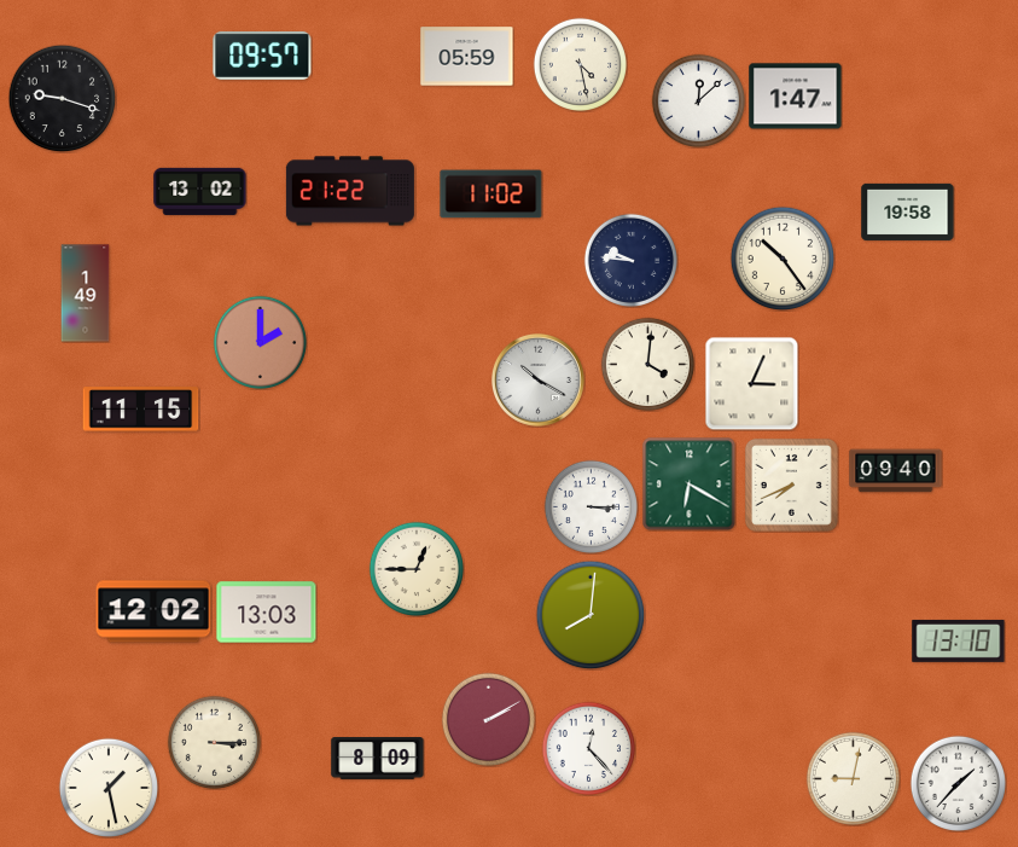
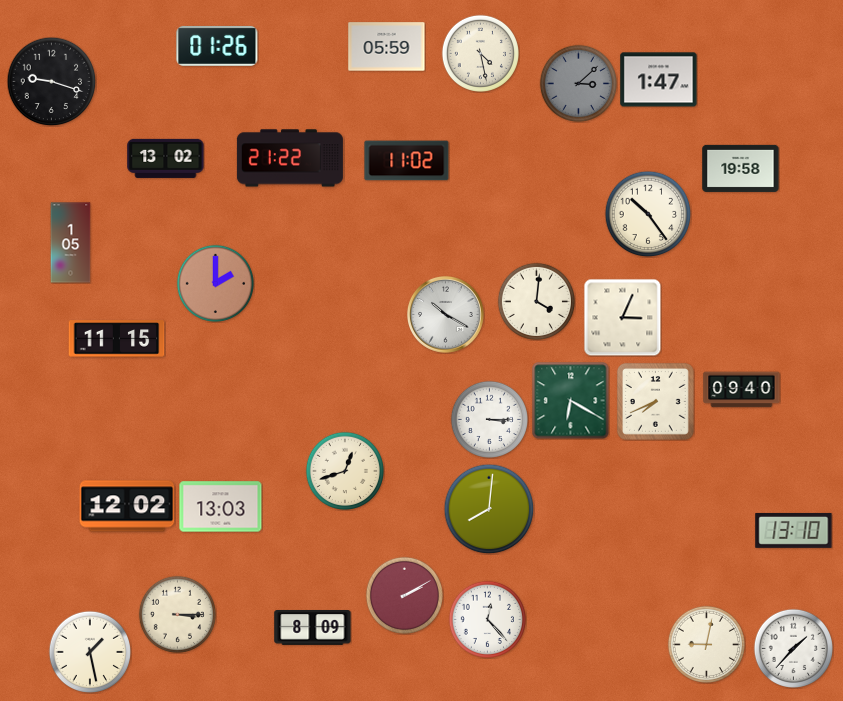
clock at (262, 56): 09:57 -> 01:26
clock at (698, 100): 12:08 -> 3:08
clock at (698, 100) dial: white -> grey
clock at (908, 211) position: (908, 211) -> (741, 168)
clock at (630, 260): 9:46 -> none
clock at (86, 294): 1:49 -> 1:05
clock at (415, 568): 12:45 -> 12:42
